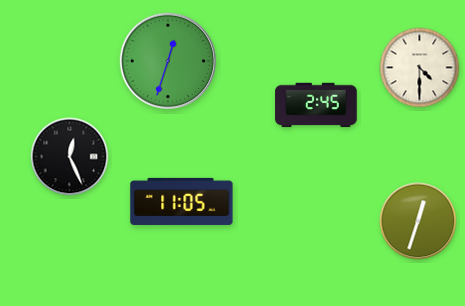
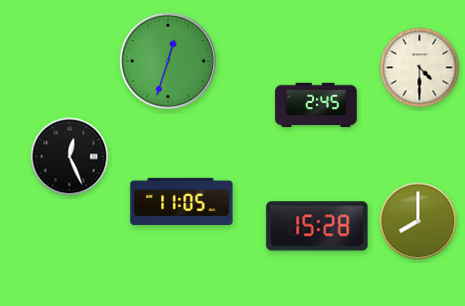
clock at (418, 221): 12:33 -> 8:00
clock at (317, 226): none -> 15:28
